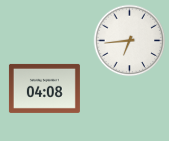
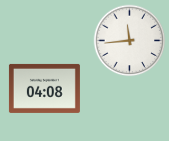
clock at (130, 41): 6:44 -> 11:44
